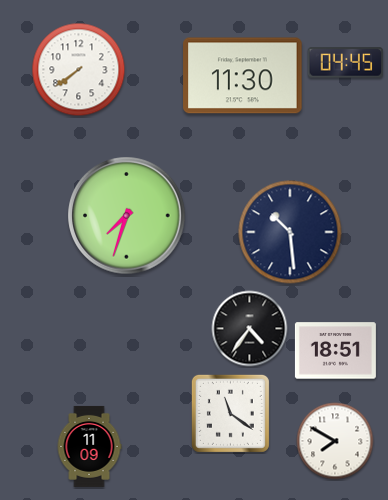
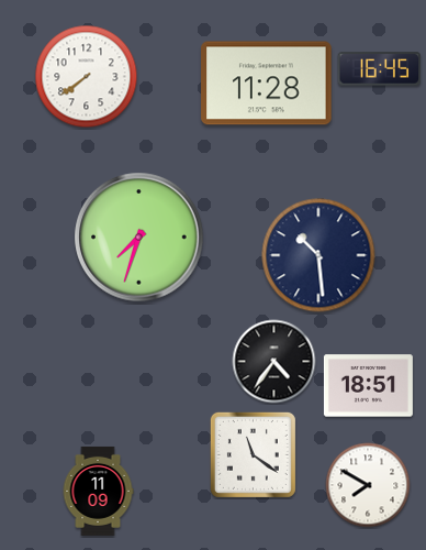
clock at (346, 63): 04:45 -> 16:45
clock at (243, 76): 11:30 -> 11:28
